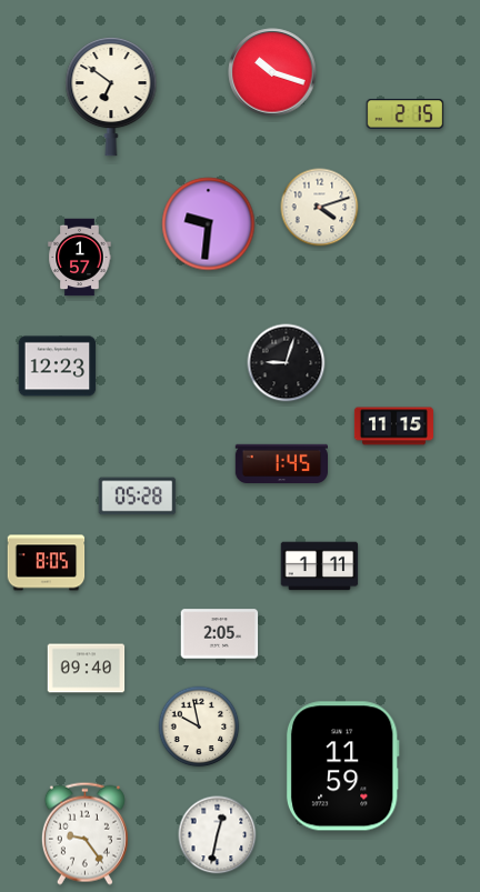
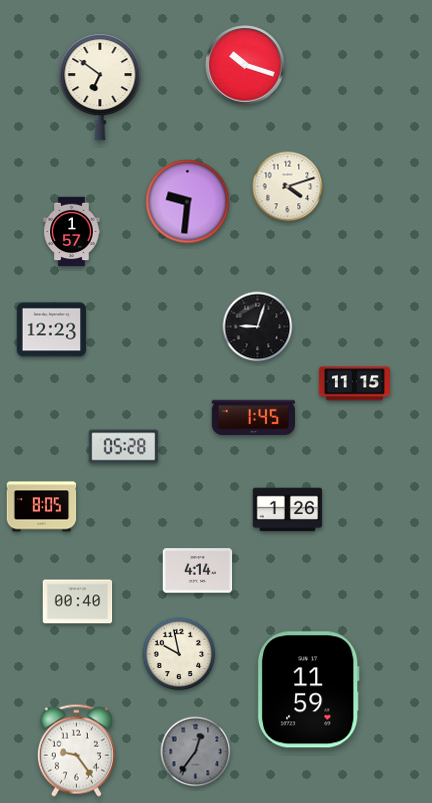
clock at (406, 114): 2:15 -> none
clock at (320, 567): 1:11 -> 1:26
clock at (220, 634): 2:05 -> 4:14
clock at (87, 669): 09:40 -> 00:40
clock at (218, 835): 12:32 -> 12:36
clock at (218, 835) dial: white -> grey
